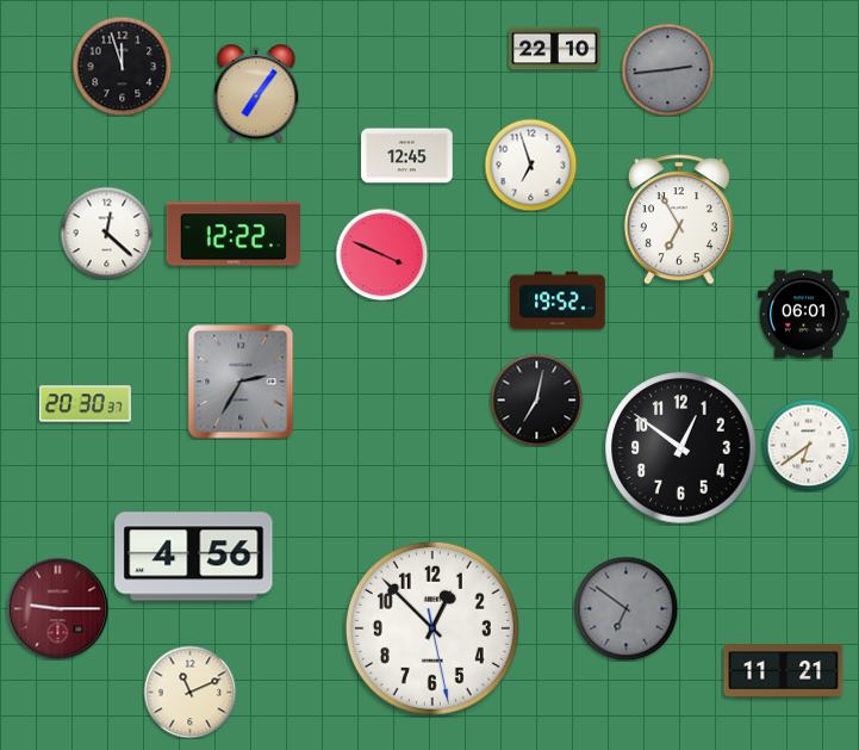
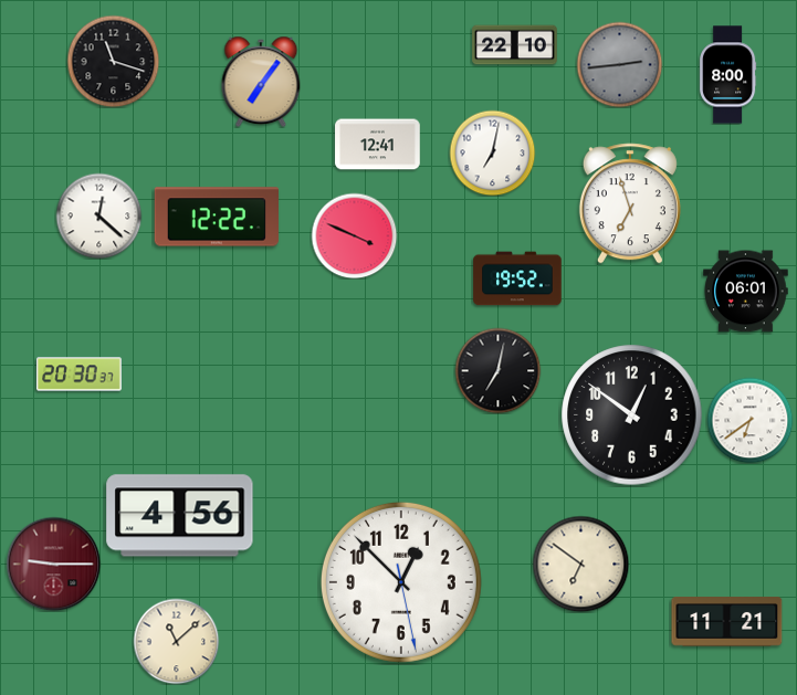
clock at (122, 66): 11:57 -> 11:18
clock at (728, 75): none -> 8:00
clock at (256, 93) position: (256, 93) -> (261, 82)
clock at (407, 156): 12:45 -> 12:41
clock at (530, 165): 6:57 -> 7:02
clock at (679, 219): 6:55 -> 6:57
clock at (241, 382): 2:35 -> none
clock at (808, 445) position: (808, 445) -> (749, 420)
clock at (625, 608) dial: grey -> cream
clock at (189, 692): 11:11 -> 11:08
